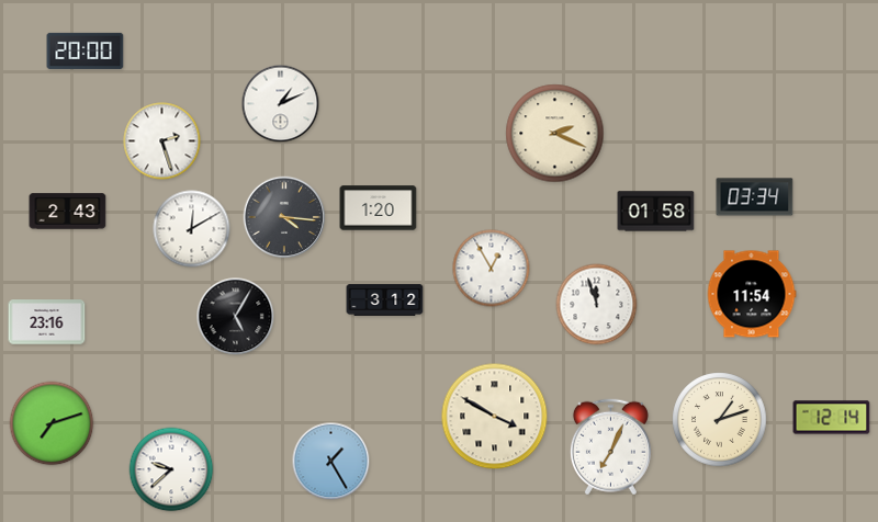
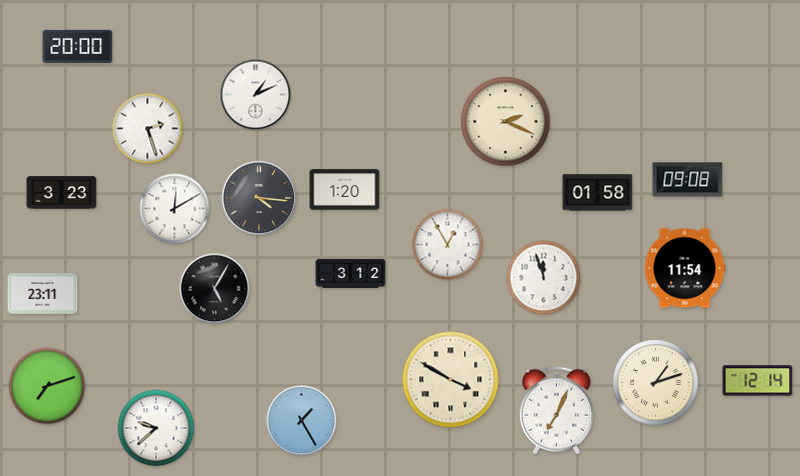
clock at (755, 197): 03:34 -> 09:08
clock at (68, 212): 2:43 -> 3:23
clock at (47, 322): 23:16 -> 23:11
clock at (610, 447) position: (610, 447) -> (556, 411)
